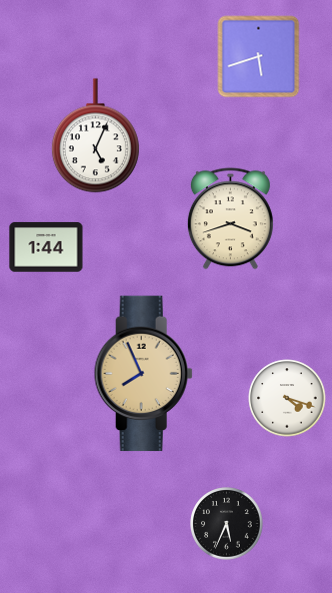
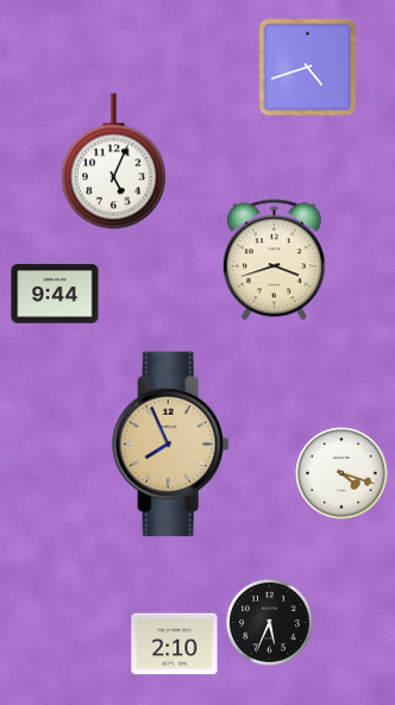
clock at (259, 57): 5:42 -> 4:42
clock at (46, 247): 1:44 -> 9:44
clock at (175, 644): none -> 2:10
